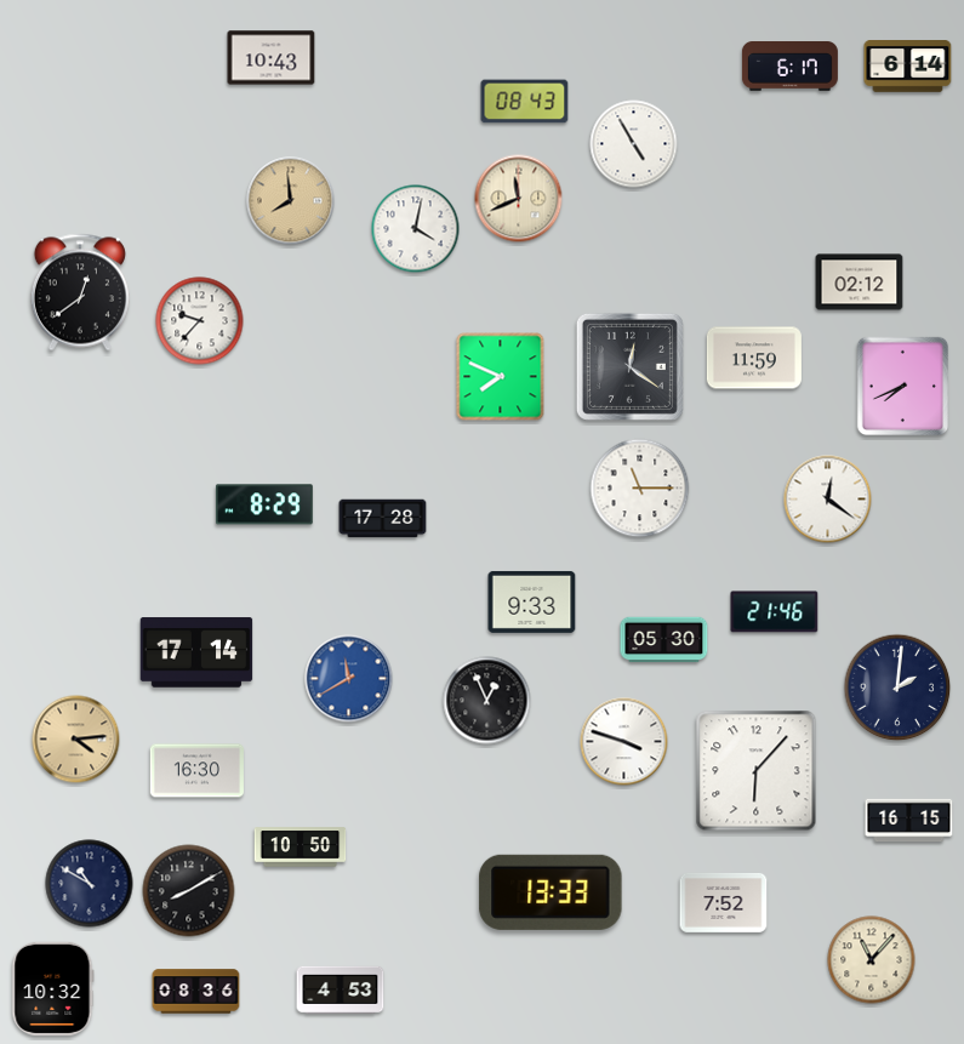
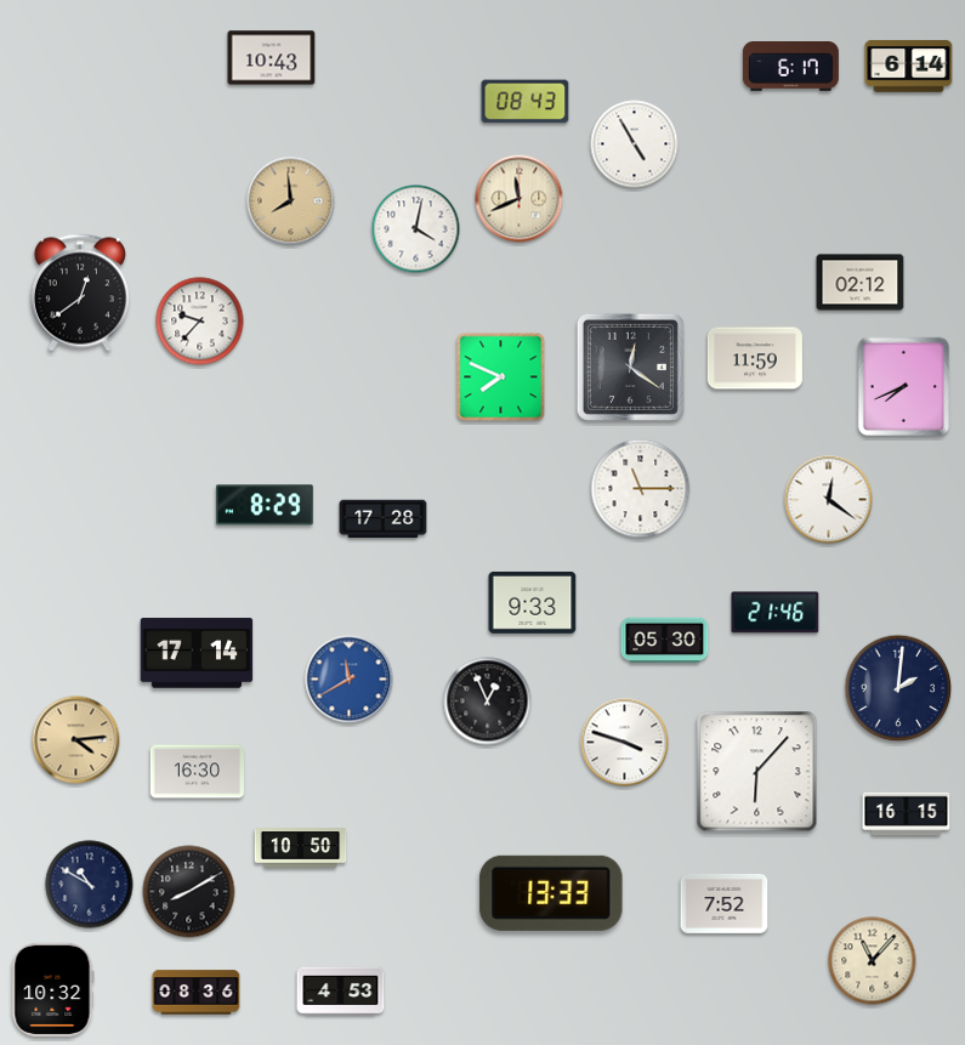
clock at (909, 821) position: (909, 821) -> (907, 814)
